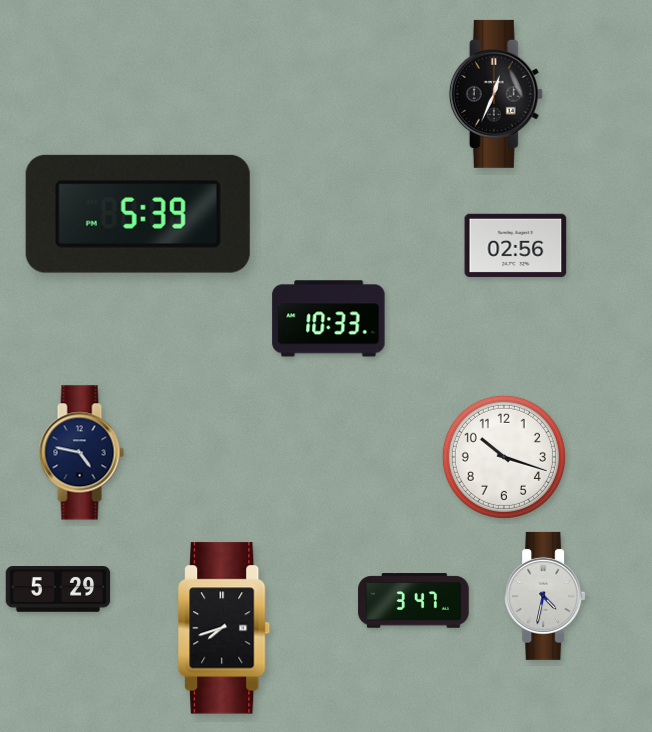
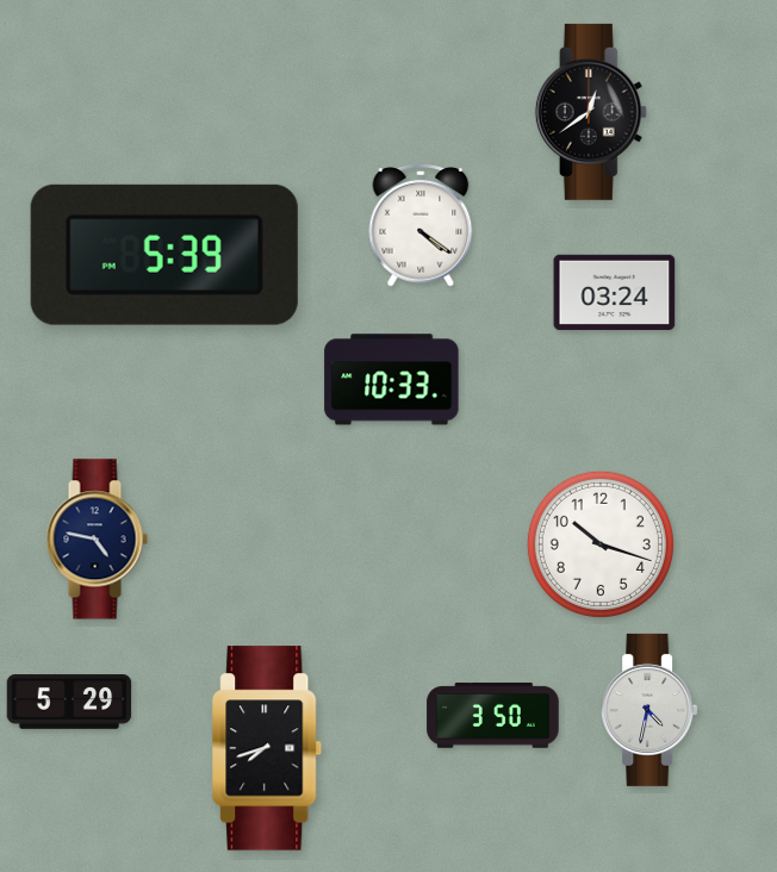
clock at (496, 94): 12:34 -> 12:39
clock at (421, 226): none -> 4:21
clock at (516, 245): 02:56 -> 03:24
clock at (414, 601): 3:47 -> 3:50
